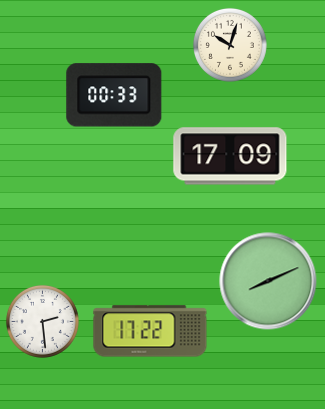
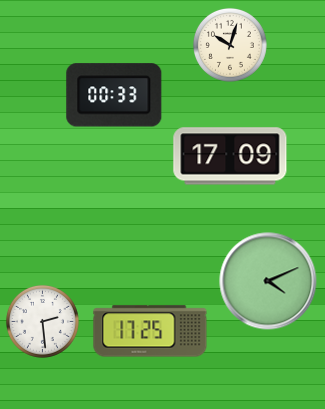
clock at (268, 281): 8:11 -> 4:11
clock at (150, 331): 17:22 -> 17:25
